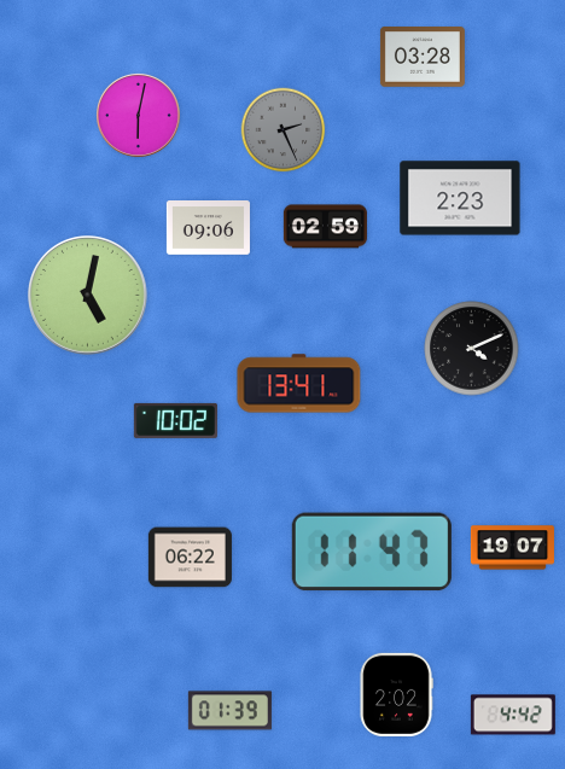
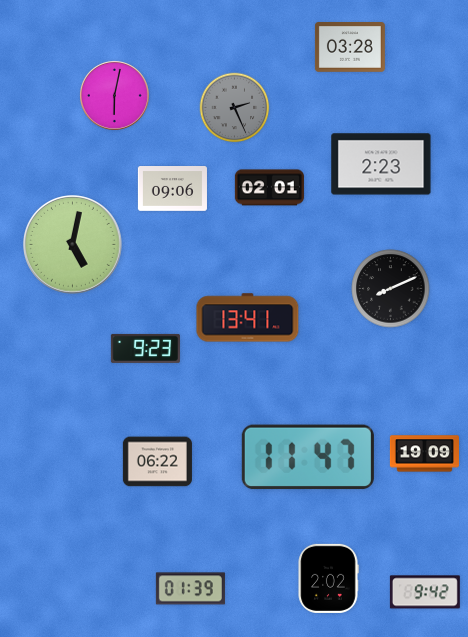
clock at (325, 227): 02:59 -> 02:01
clock at (472, 349): 4:11 -> 8:11
clock at (175, 420): 10:02 -> 9:23
clock at (512, 548): 19:07 -> 19:09
clock at (396, 694) position: (396, 694) -> (328, 578)
clock at (513, 715): 4:42 -> 9:42
